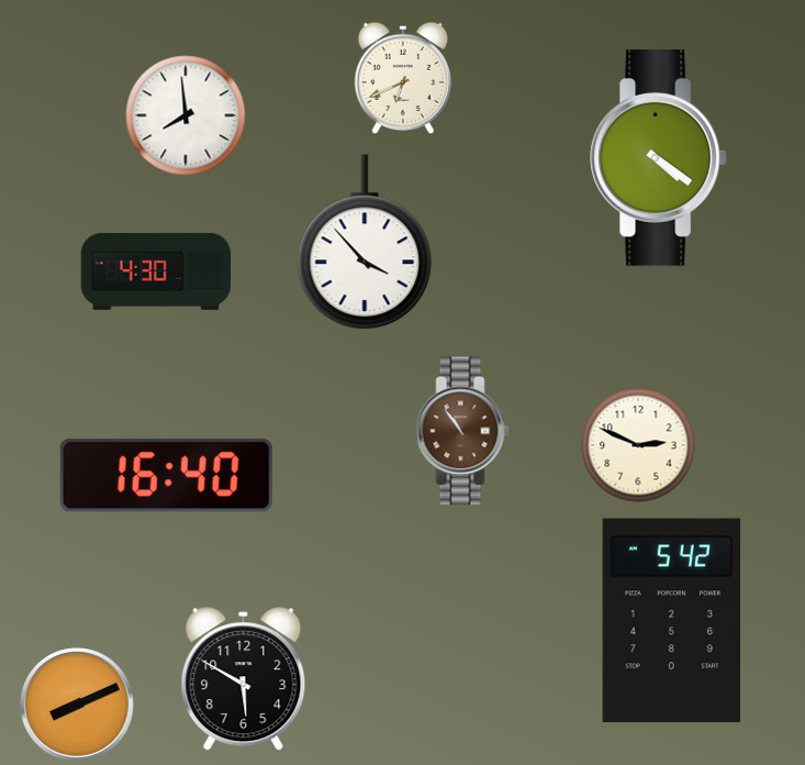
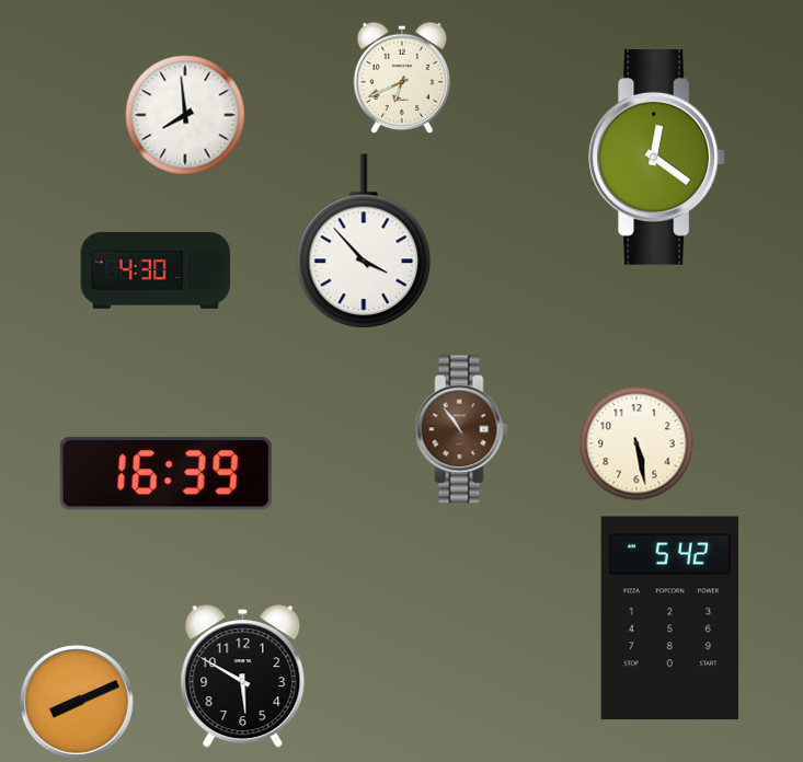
clock at (659, 157): 4:21 -> 12:21
clock at (638, 445): 2:49 -> 5:28
clock at (166, 476): 16:40 -> 16:39
